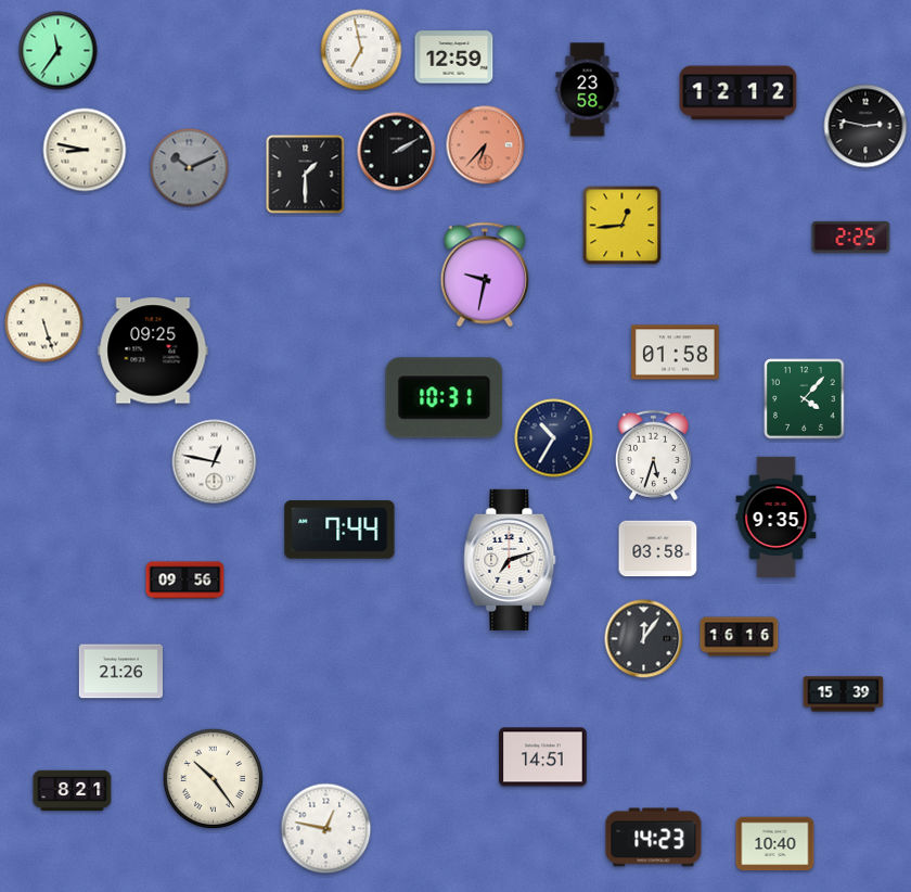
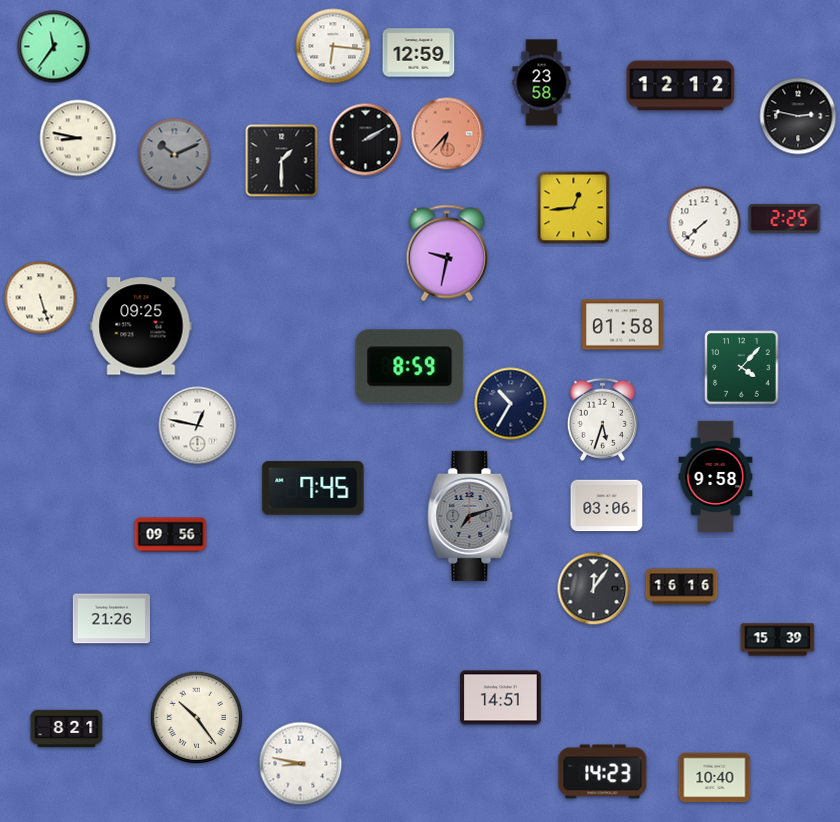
clock at (361, 50): 6:58 -> 6:16
clock at (705, 223): none -> 7:38
clock at (153, 351) position: (153, 351) -> (141, 326)
clock at (445, 398): 10:31 -> 8:59
clock at (777, 518): 9:35 -> 9:58
clock at (339, 530): 7:44 -> 7:45
clock at (658, 549): 03:58 -> 03:06
clock at (510, 560) dial: white -> grey
clock at (326, 829): 12:47 -> 8:47
